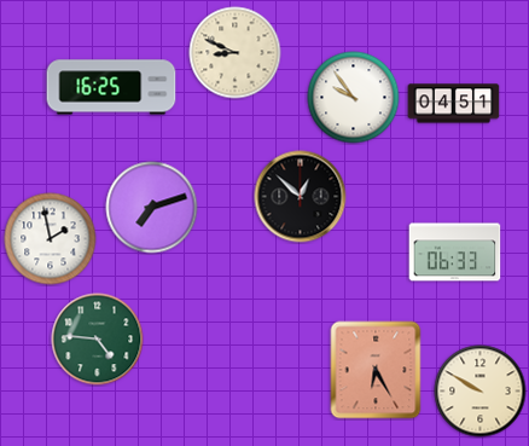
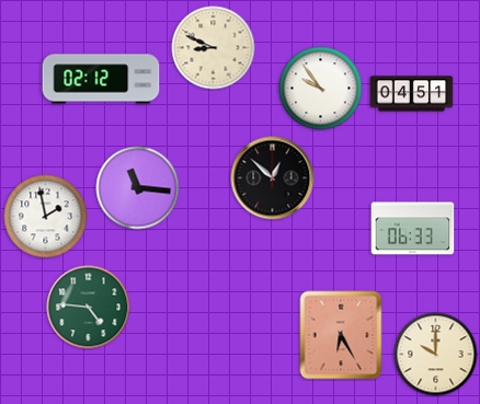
clock at (111, 87): 16:25 -> 02:12
clock at (152, 208): 7:12 -> 11:16
clock at (481, 392): 9:50 -> 10:00
